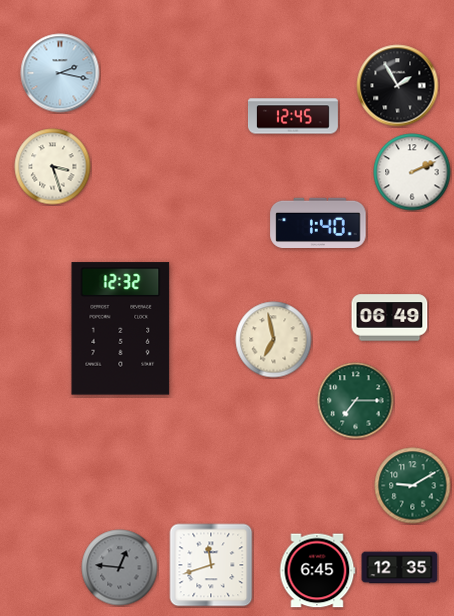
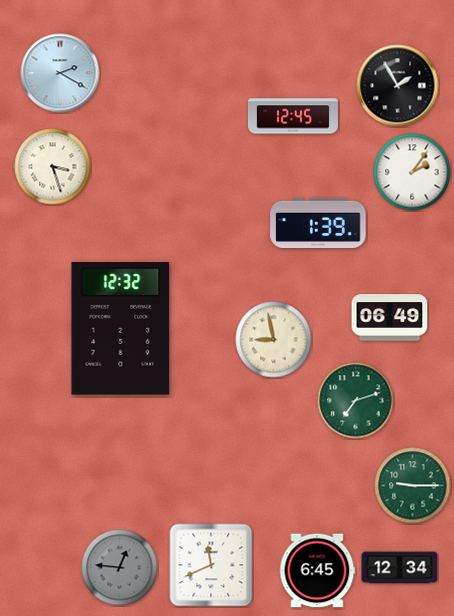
clock at (60, 73): 2:17 -> 2:20
clock at (412, 172): 2:11 -> 2:06
clock at (318, 222): 1:40 -> 1:39
clock at (274, 340): 6:58 -> 8:58
clock at (356, 401): 7:15 -> 7:12
clock at (413, 486): 9:10 -> 9:15
clock at (211, 565): 11:42 -> 11:41
clock at (400, 568): 12:35 -> 12:34
